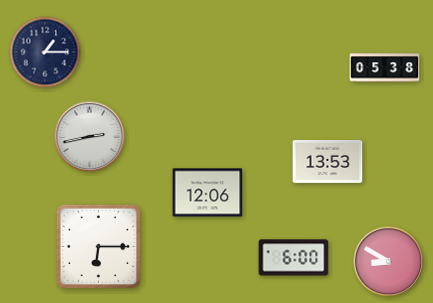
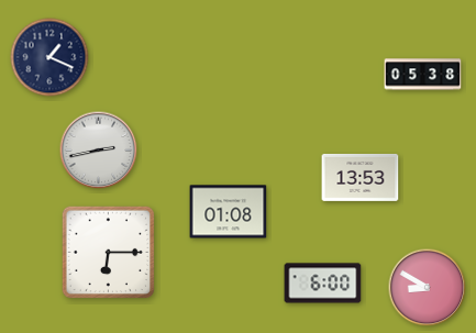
clock at (45, 52): 1:15 -> 1:19
clock at (208, 193): 12:06 -> 01:08
clock at (99, 247) position: (99, 247) -> (109, 253)
